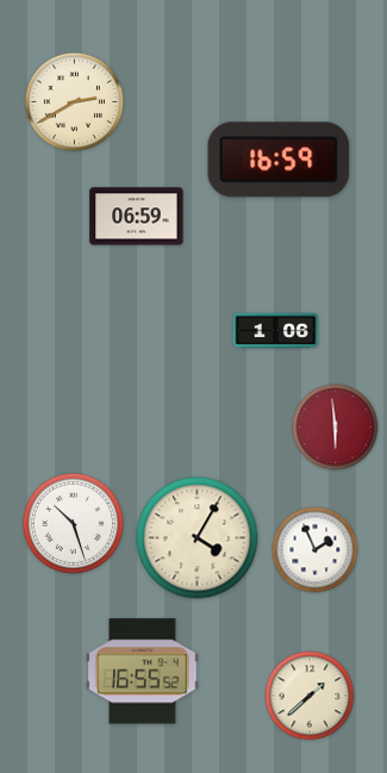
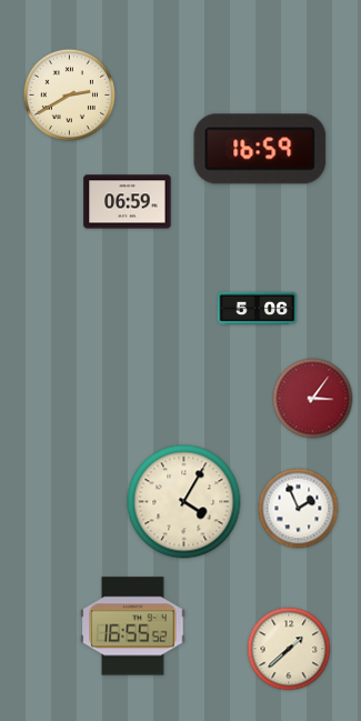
clock at (276, 331): 1:06 -> 5:06
clock at (336, 428): 5:59 -> 3:06
clock at (73, 523): 10:27 -> none
clock at (316, 550) position: (316, 550) -> (299, 509)
